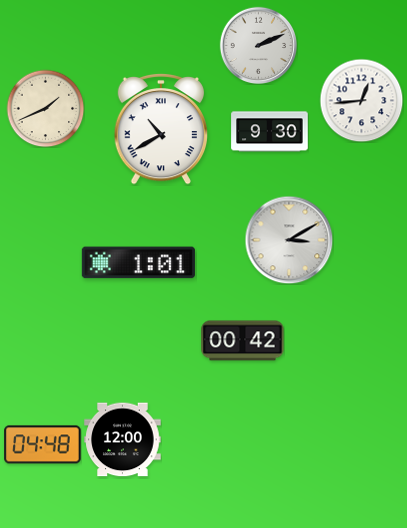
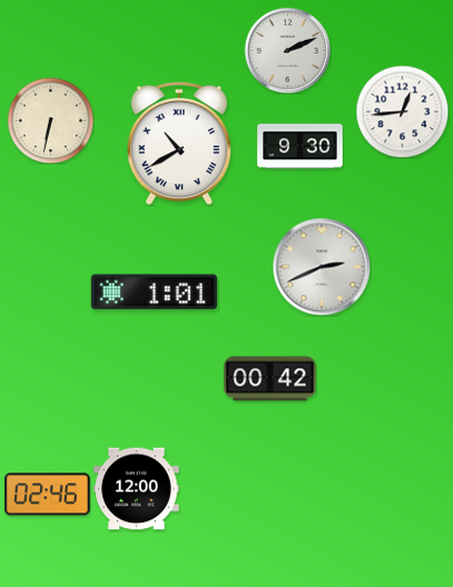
clock at (45, 108): 1:41 -> 6:32
clock at (289, 240): 3:10 -> 2:41
clock at (43, 445): 04:48 -> 02:46
